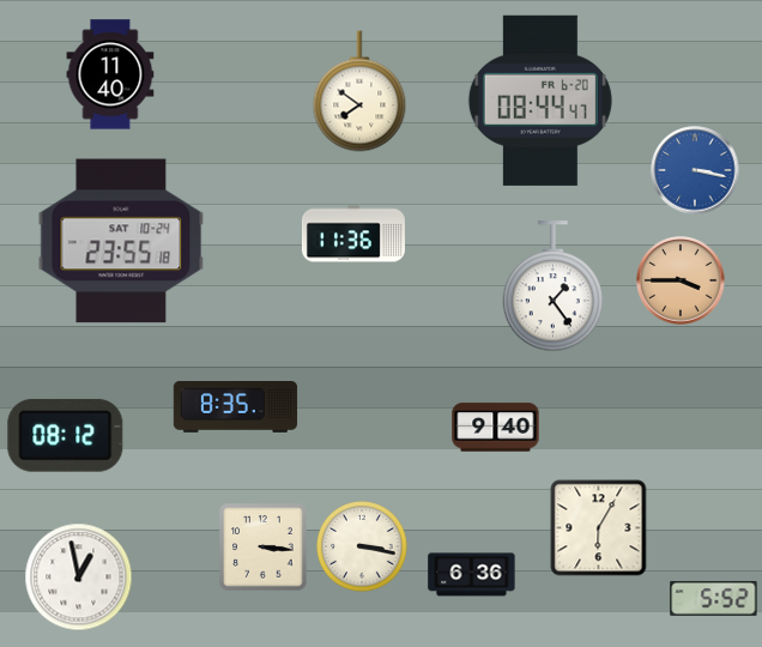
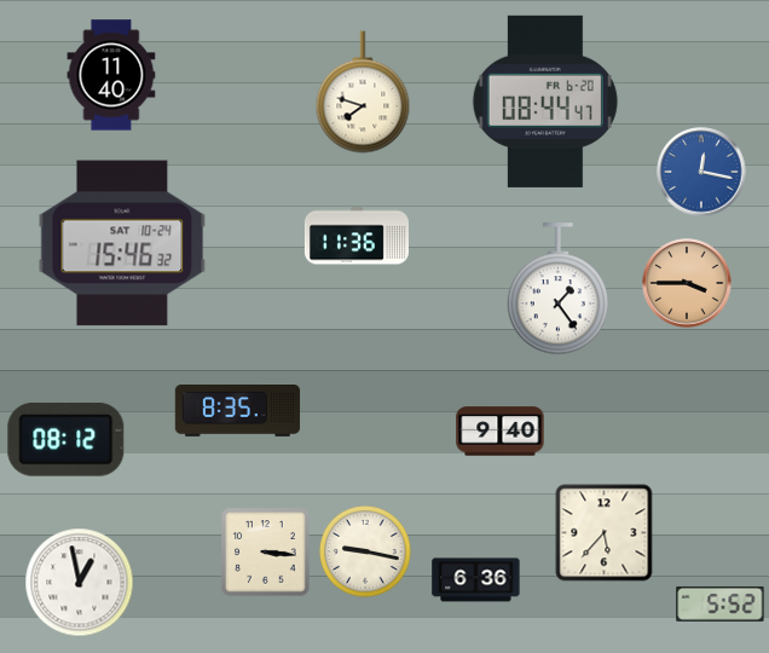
clock at (359, 91): 7:51 -> 7:48
clock at (695, 170): 3:17 -> 12:17
clock at (121, 241): 23:55 -> 15:46
clock at (599, 528): 6:05 -> 5:37
clock at (363, 548): 3:17 -> 9:17
